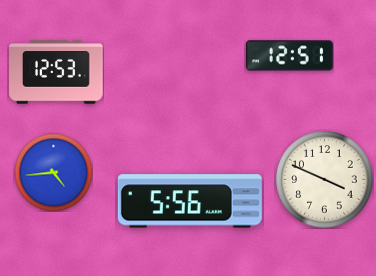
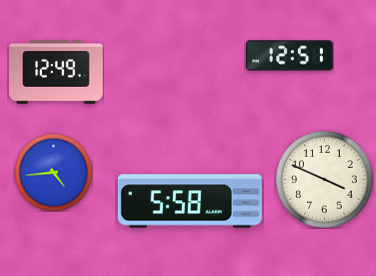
clock at (56, 72): 12:53 -> 12:49
clock at (190, 201): 5:56 -> 5:58
